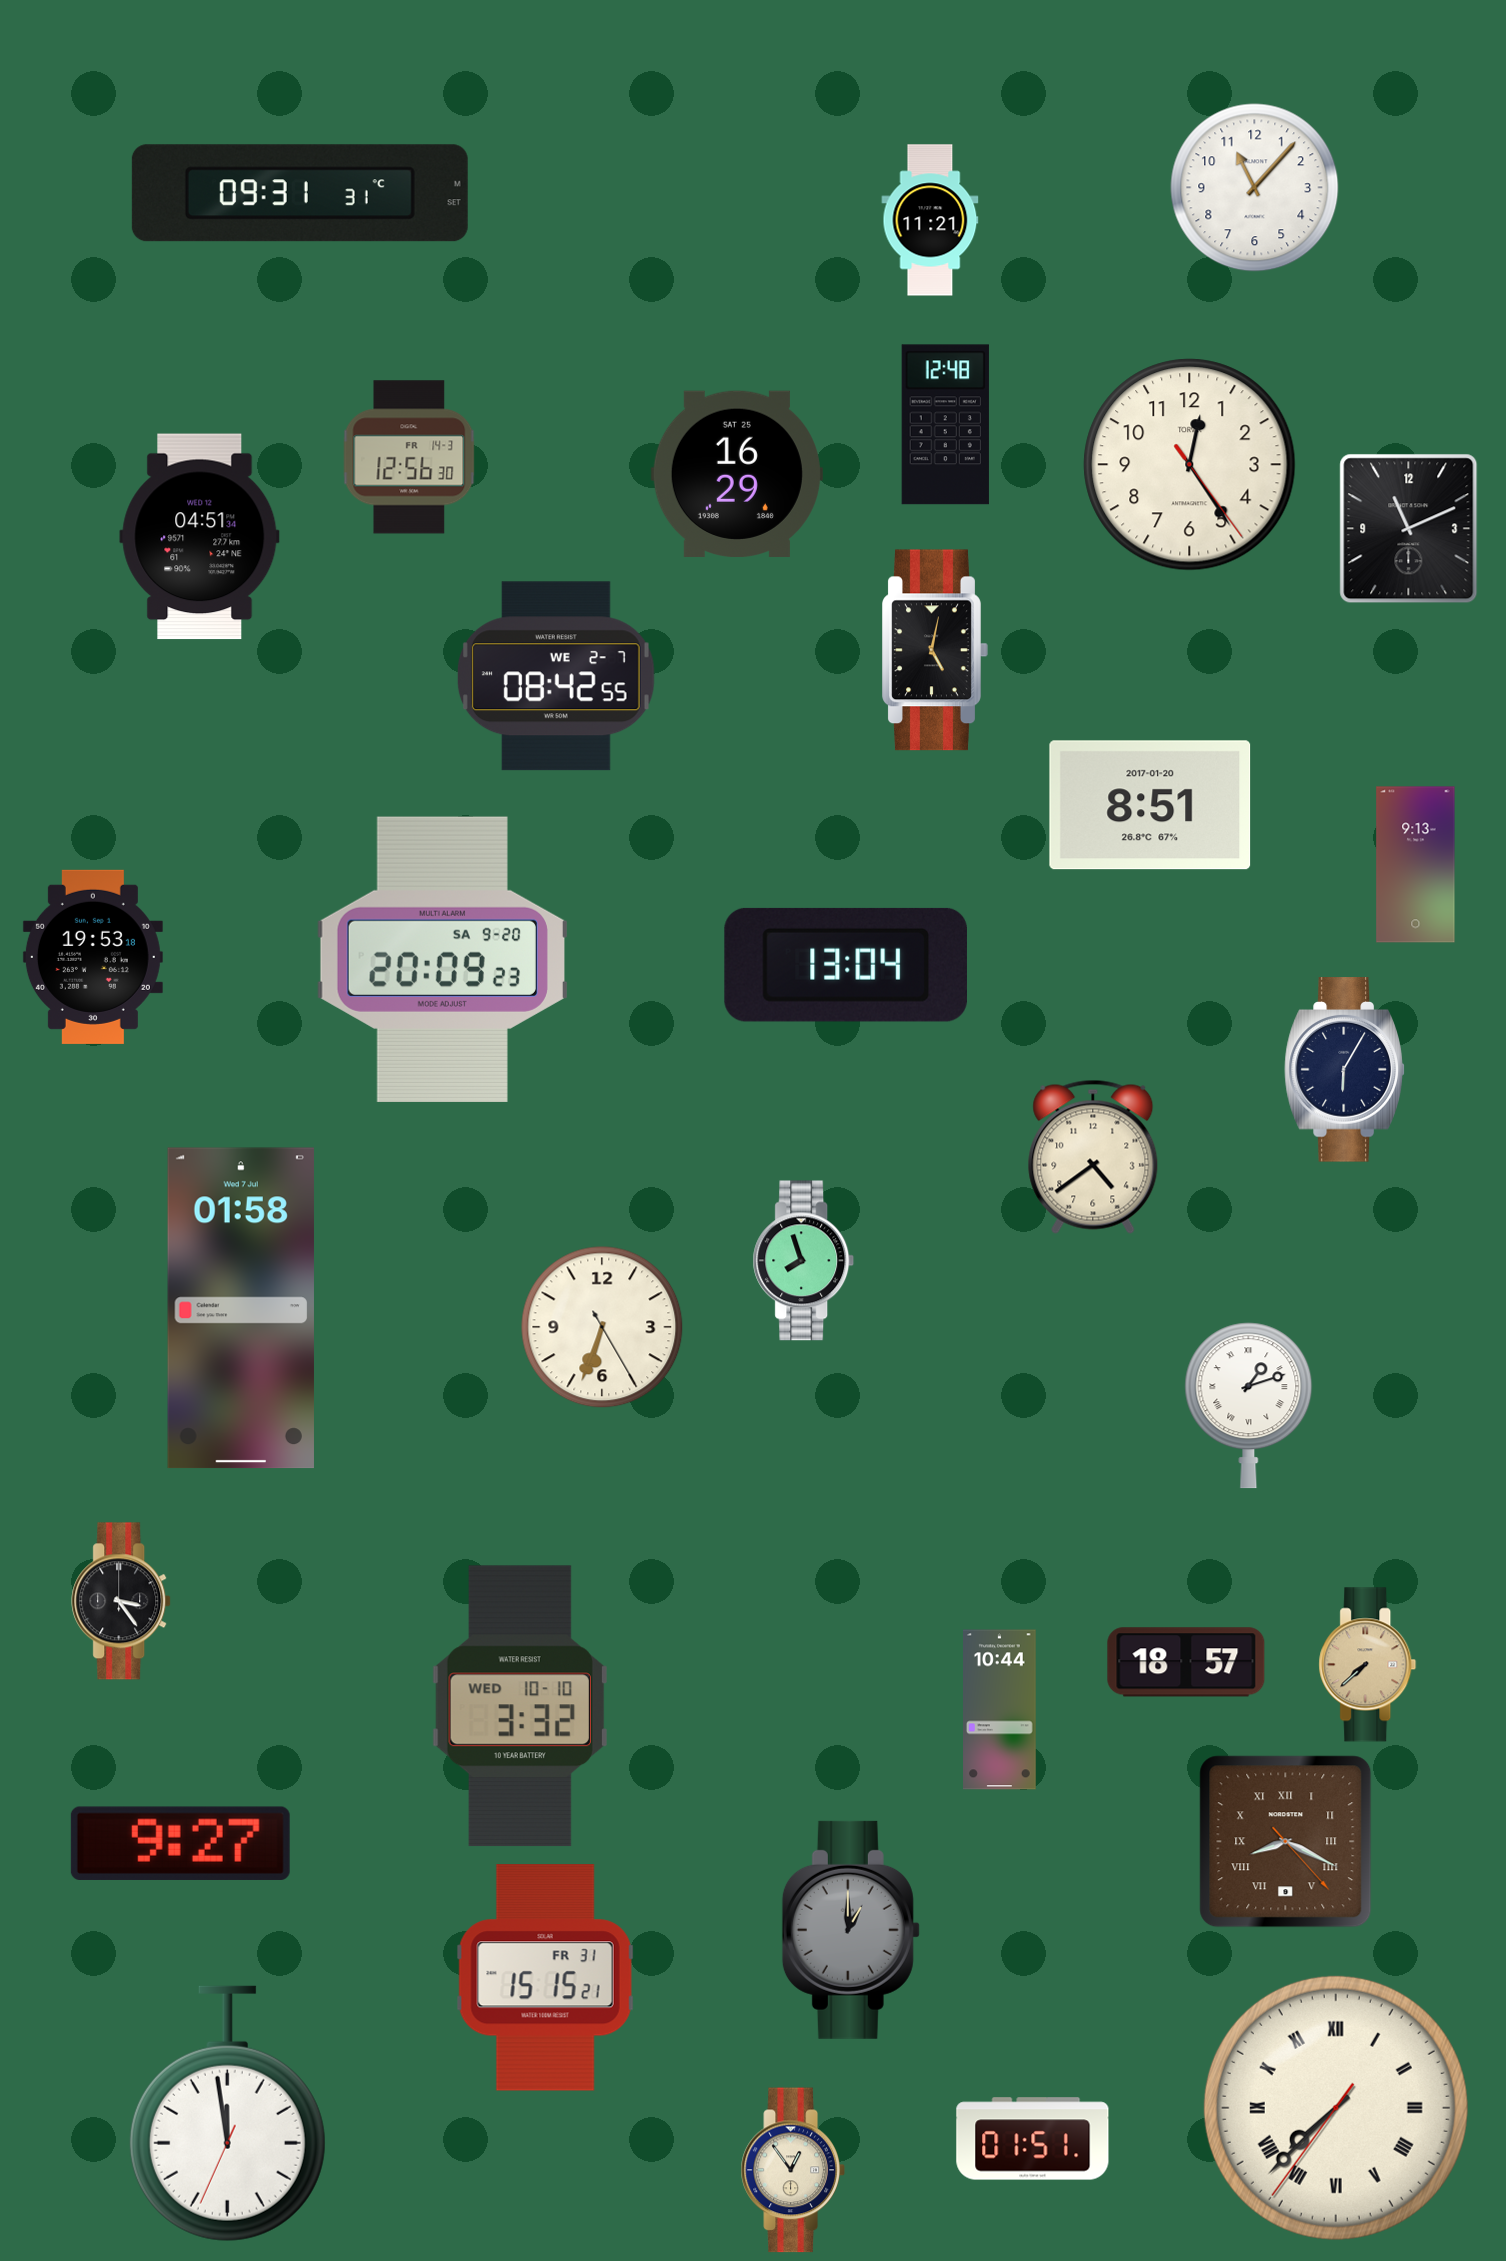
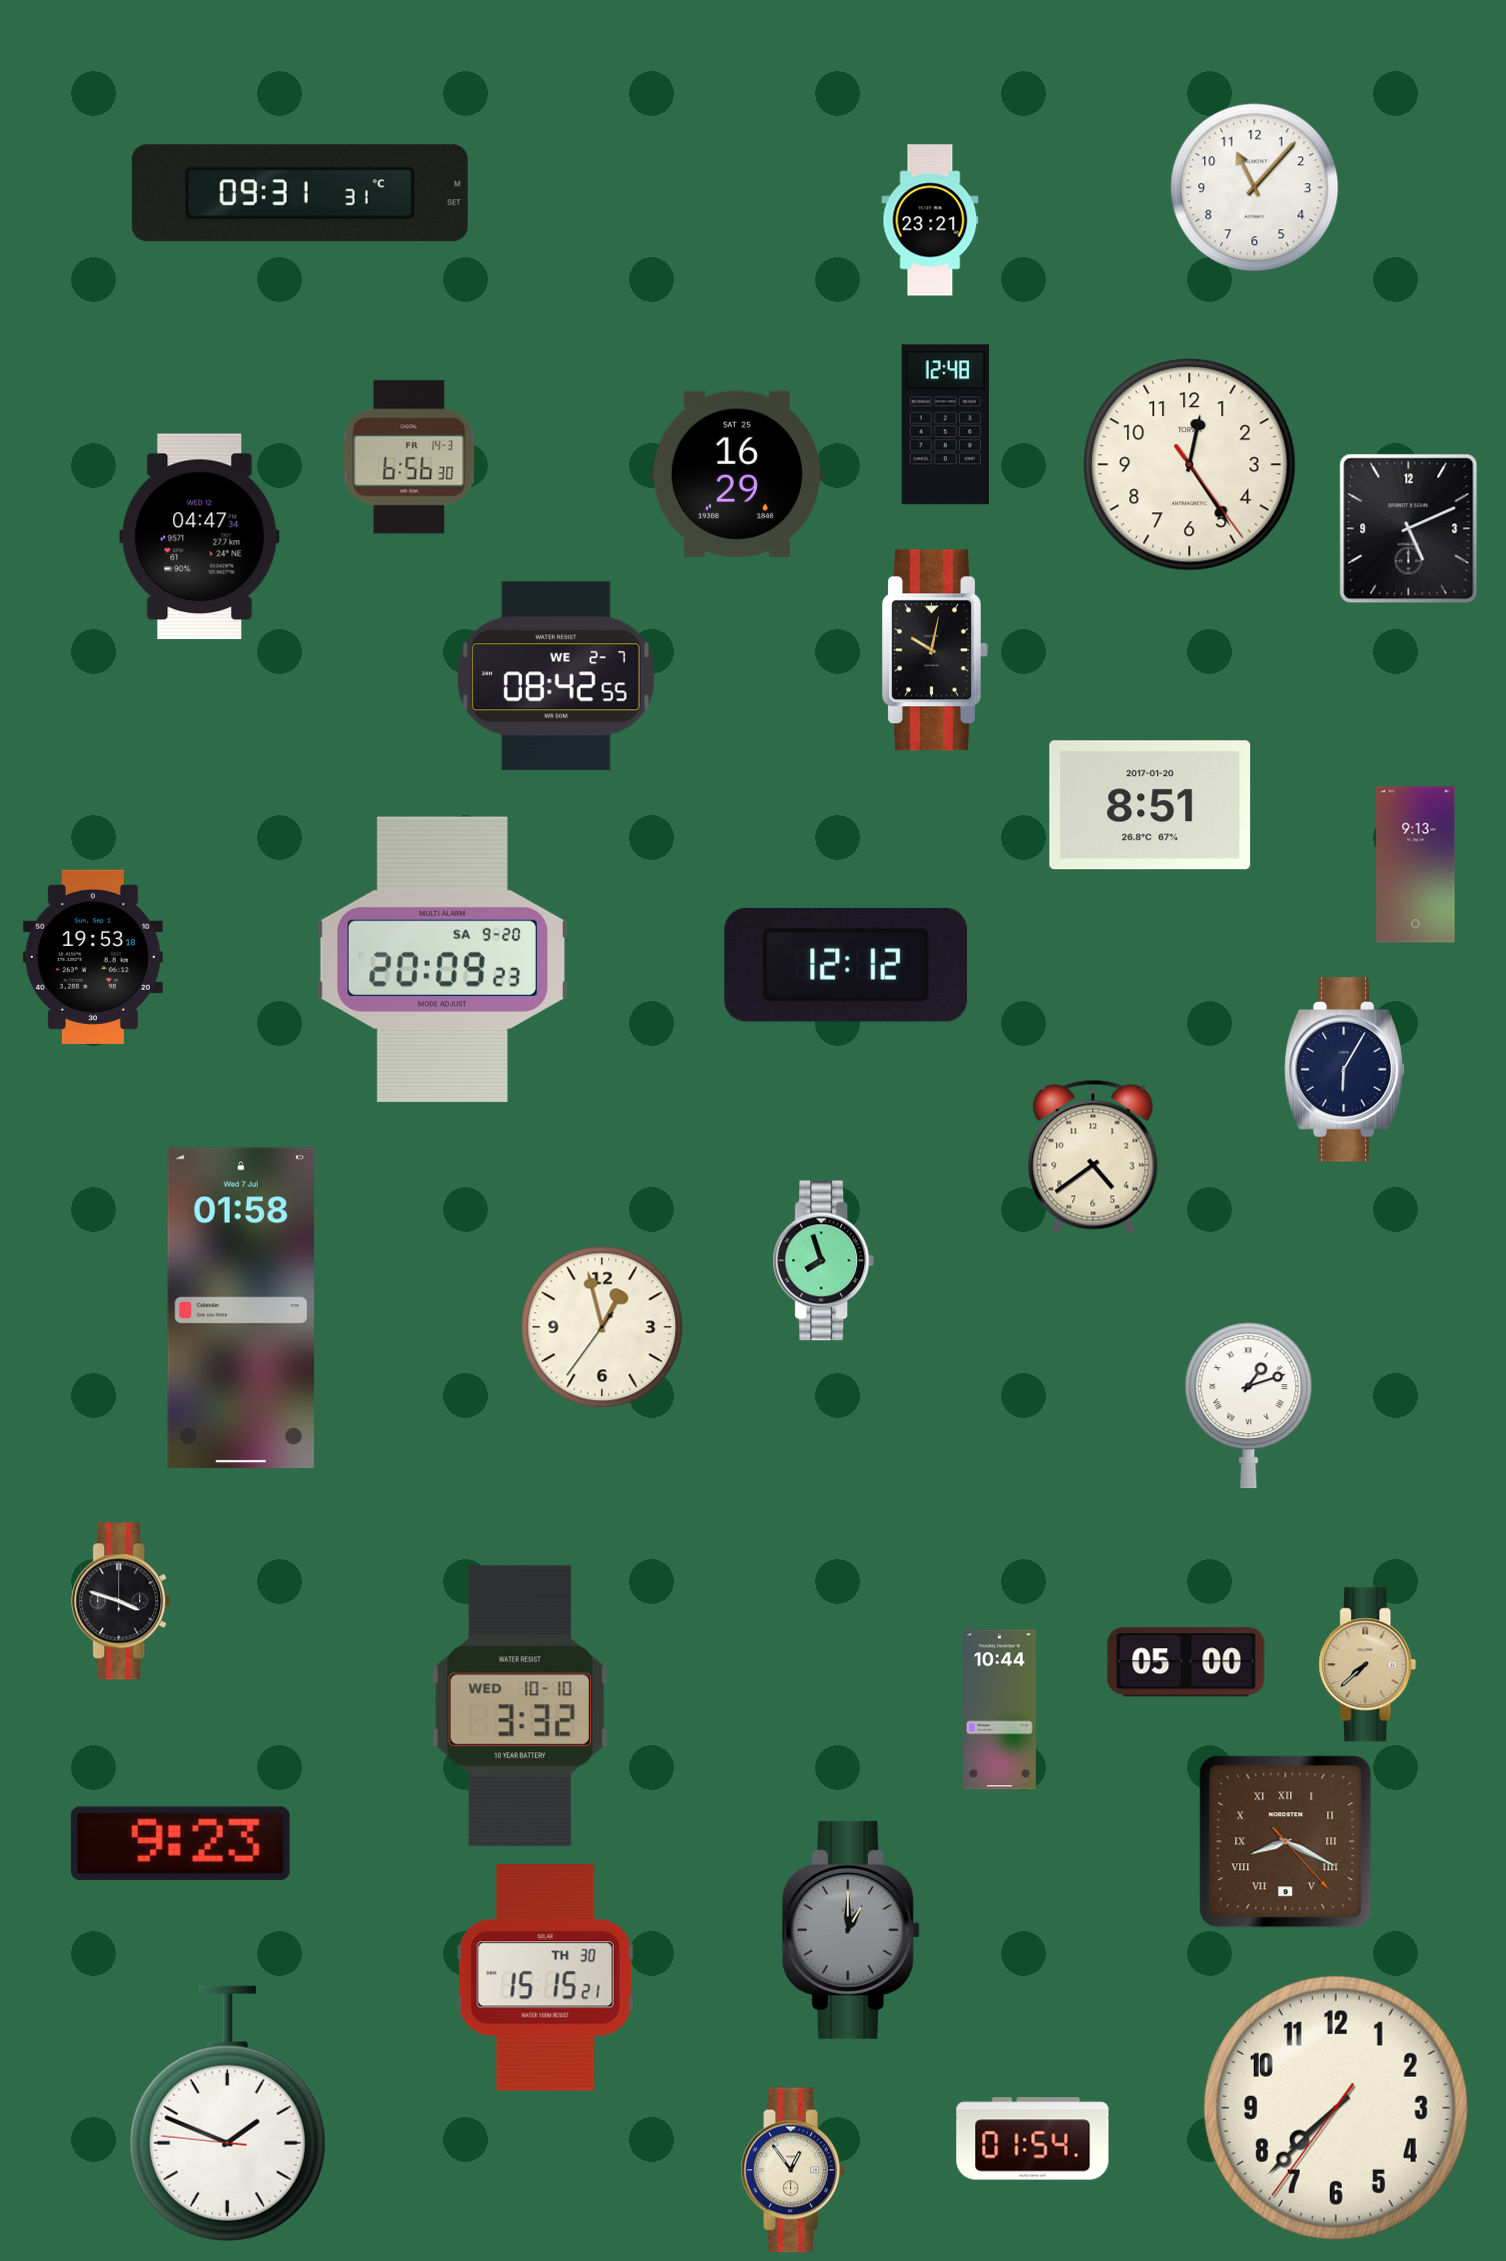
clock at (930, 220): 11:21 -> 23:21
clock at (409, 457): 12:56 -> 6:56
clock at (1409, 529): 11:11 -> 5:11
clock at (200, 537): 04:51 -> 04:47
clock at (935, 650): 5:02 -> 10:02
clock at (846, 965): 13:04 -> 12:12
clock at (804, 1261) position: (804, 1261) -> (824, 1261)
clock at (602, 1327): 6:33 -> 12:57
clock at (122, 1601): 3:24 -> 3:48
clock at (1186, 1662): 18:57 -> 05:00
clock at (180, 1843): 9:27 -> 9:23
clock at (545, 1978) date: FR 31 -> TH 30
clock at (1336, 2108) numerals: Roman -> Arabic
clock at (227, 2114): 11:58 -> 1:48
clock at (1033, 2139): 01:51 -> 01:54
